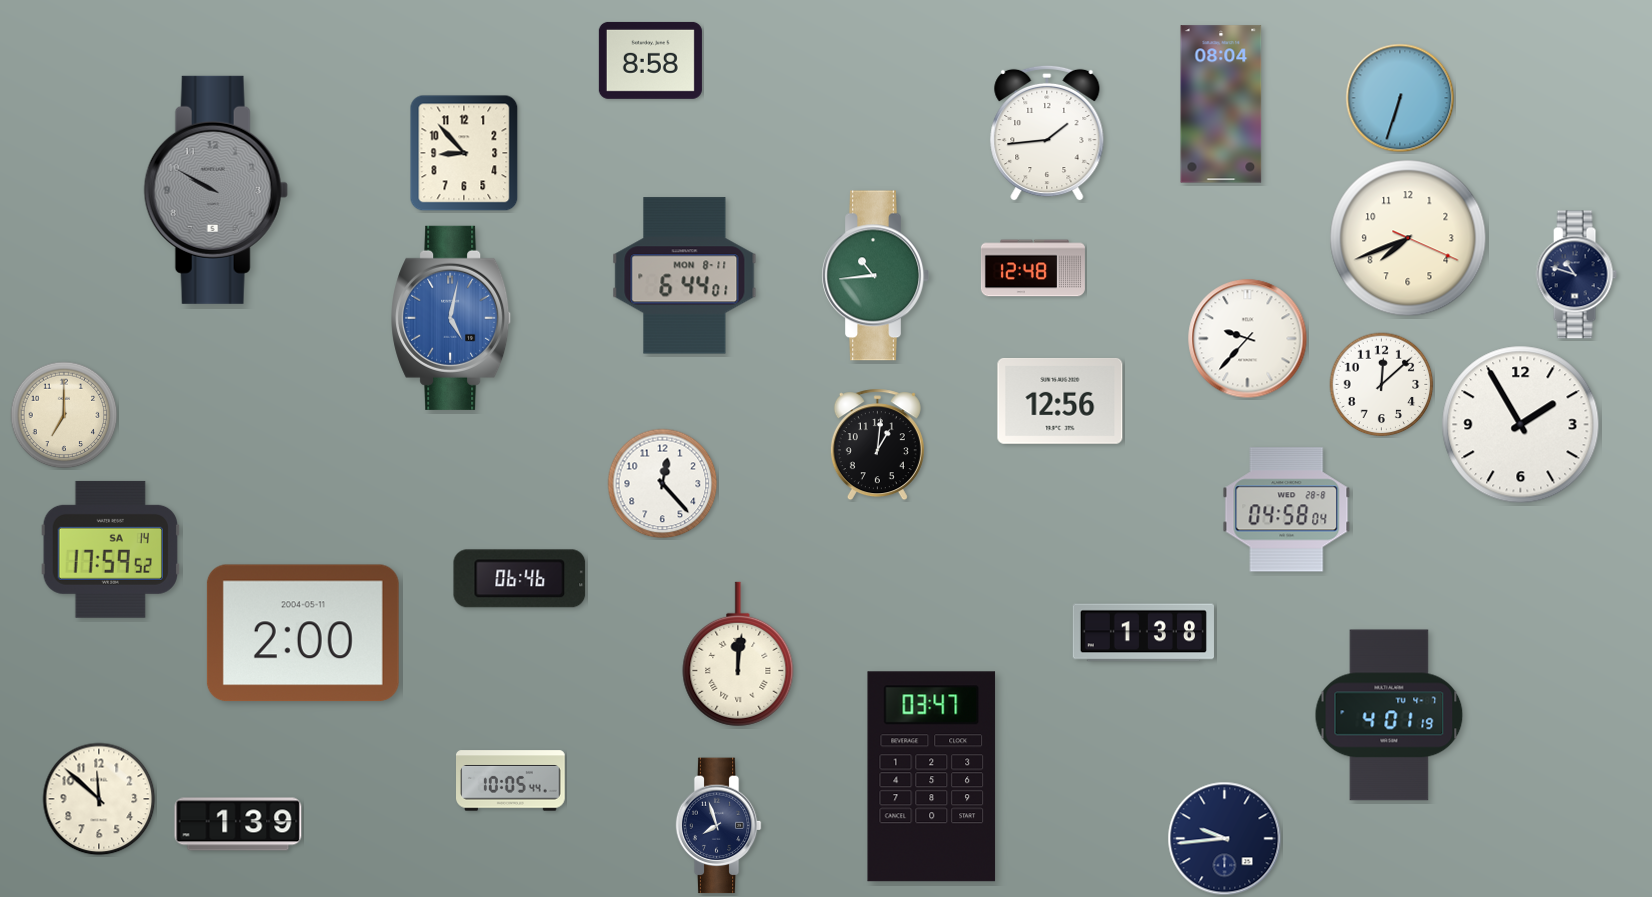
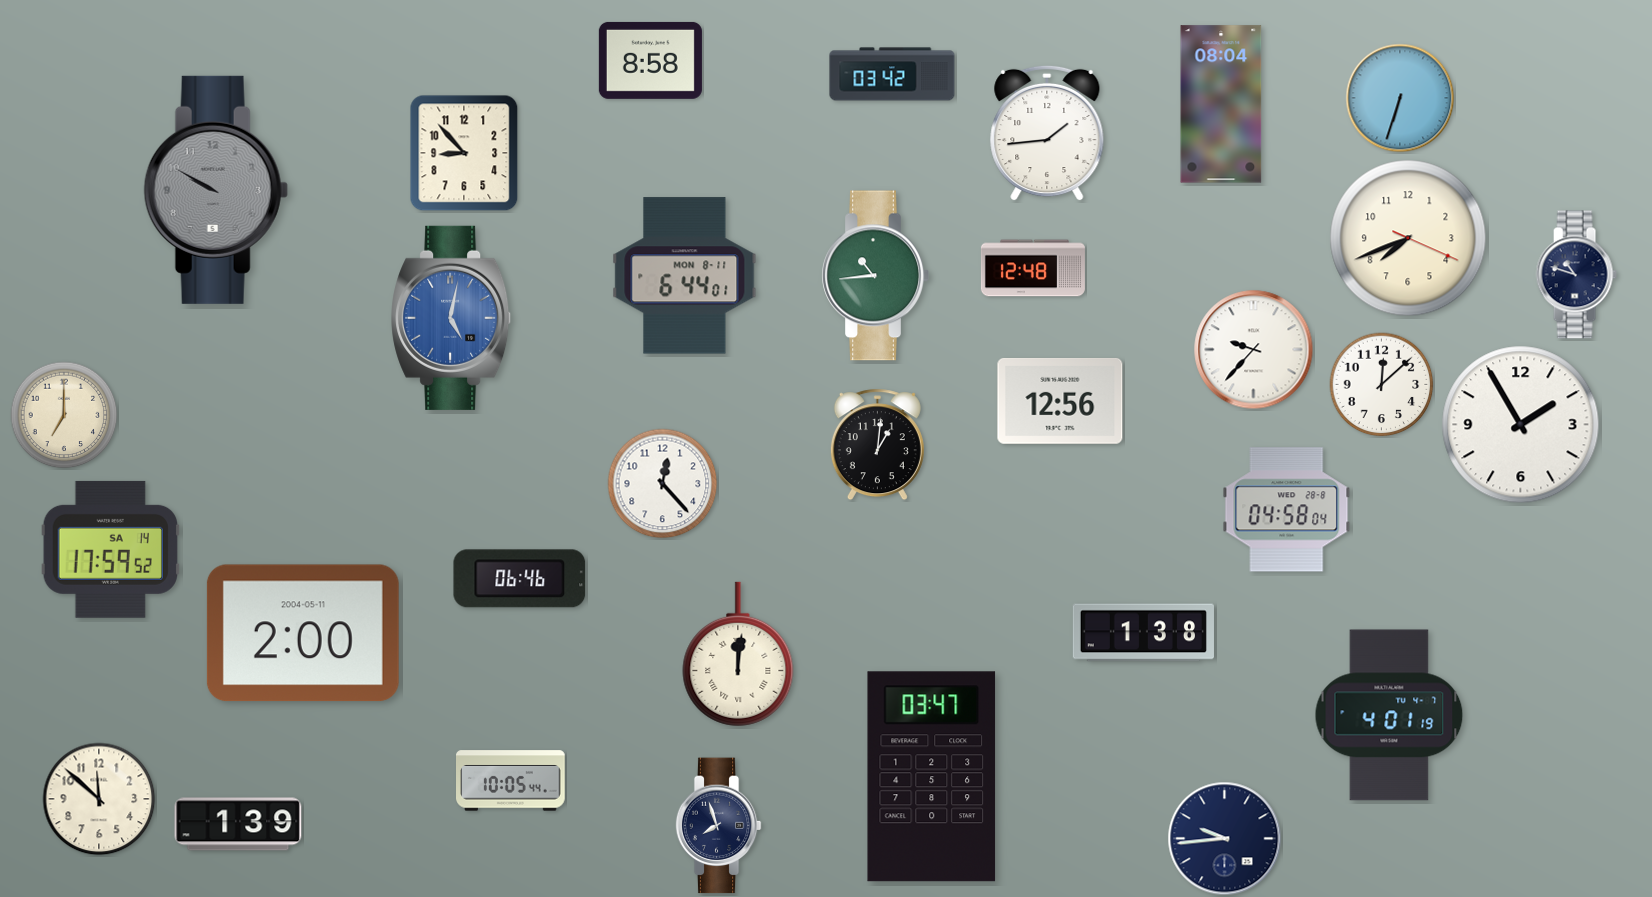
clock at (892, 74): none -> 03:42
clock at (1248, 339) position: (1248, 339) -> (1254, 350)
